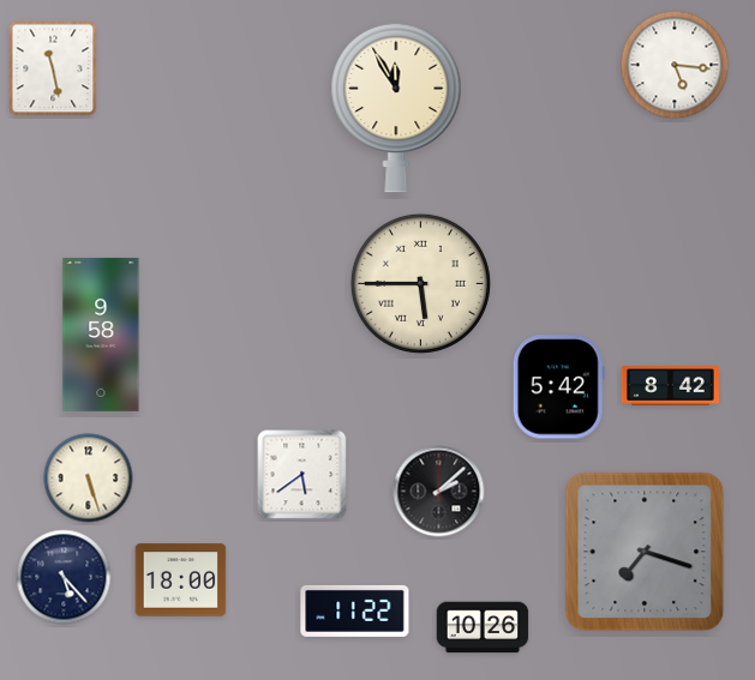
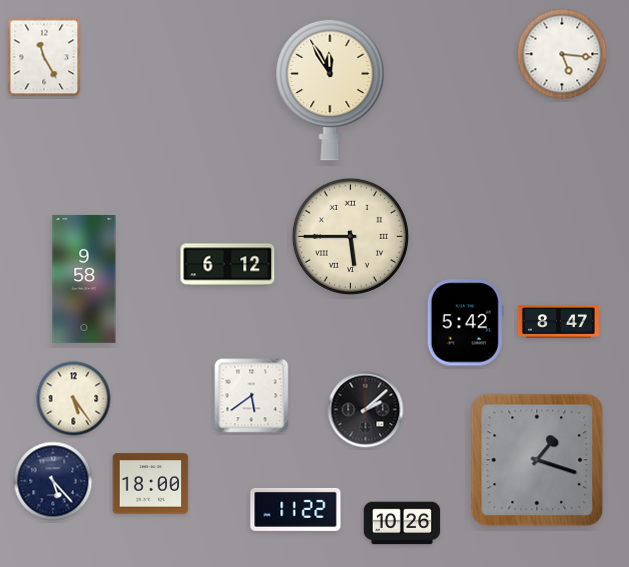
clock at (53, 68): 11:28 -> 11:25
clock at (228, 265): none -> 6:12
clock at (670, 386): 8:42 -> 8:47
clock at (89, 479): 5:27 -> 5:24
clock at (645, 552): 7:18 -> 1:18
